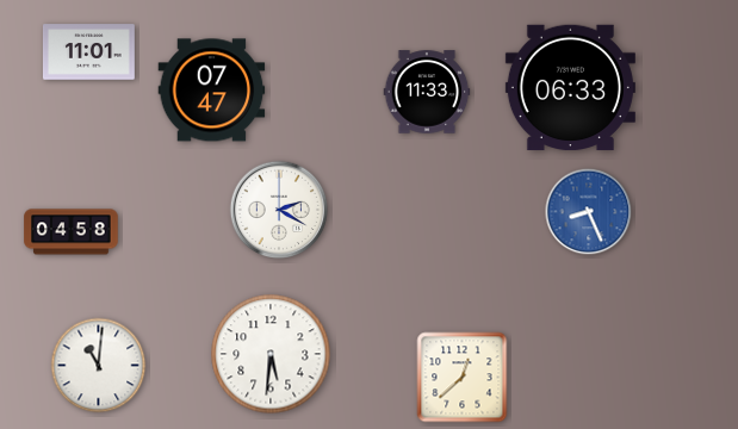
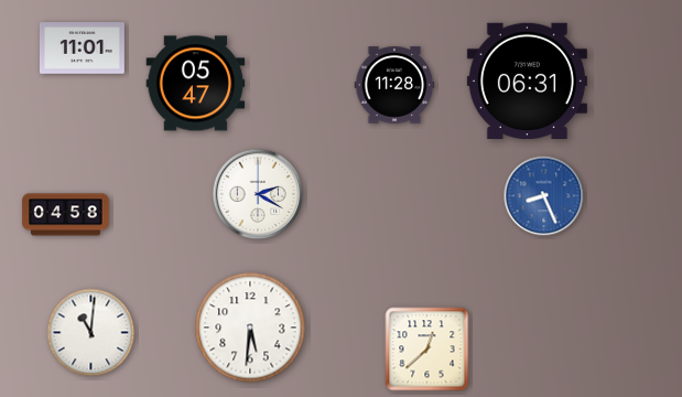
clock at (570, 88): 06:33 -> 06:31
clock at (212, 91): 07:47 -> 05:47
clock at (427, 92): 11:33 -> 11:28
clock at (99, 366) position: (99, 366) -> (91, 333)
